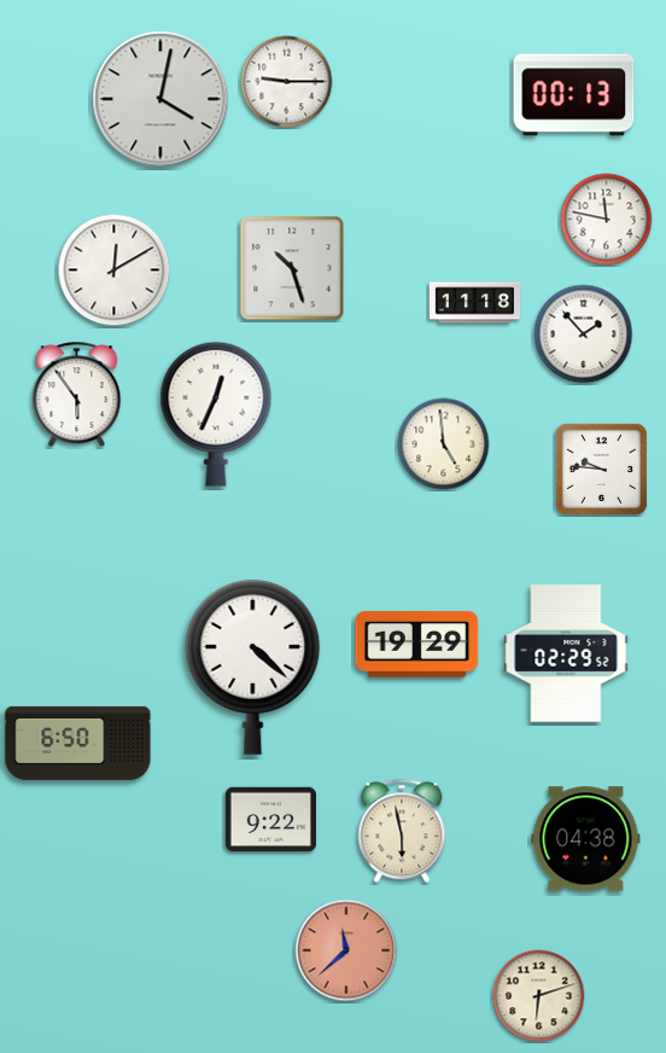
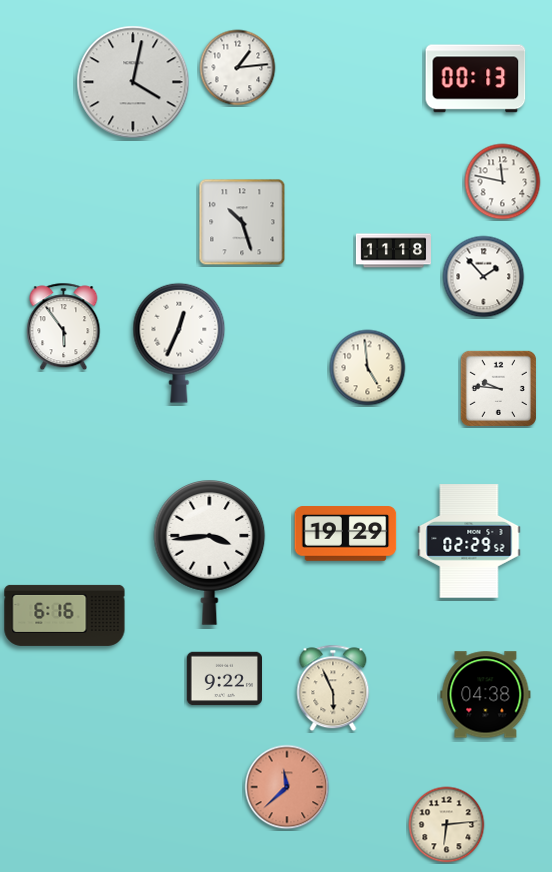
clock at (287, 82): 9:15 -> 1:14
clock at (115, 270): 12:10 -> none
clock at (253, 668): 4:22 -> 3:44
clock at (78, 743): 6:50 -> 6:16
clock at (402, 831): 5:58 -> 5:56
clock at (539, 996): 6:12 -> 6:14
